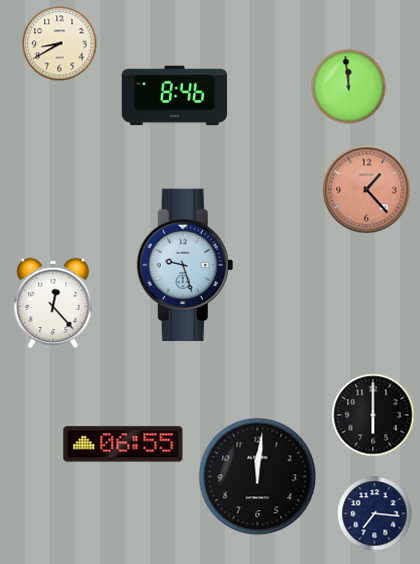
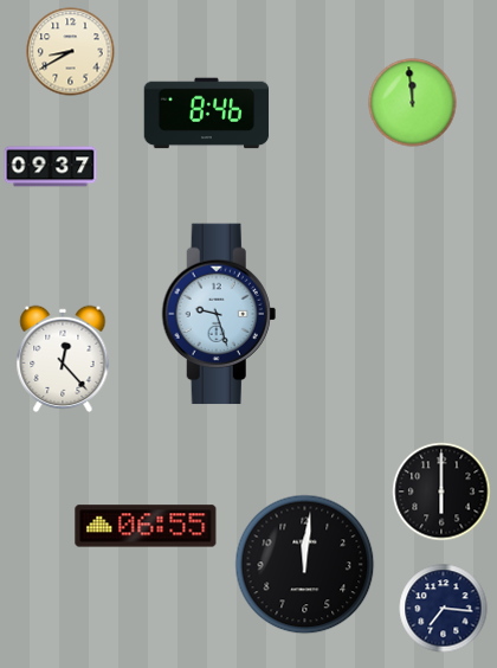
clock at (51, 167): none -> 09:37
clock at (367, 190): 1:23 -> none
